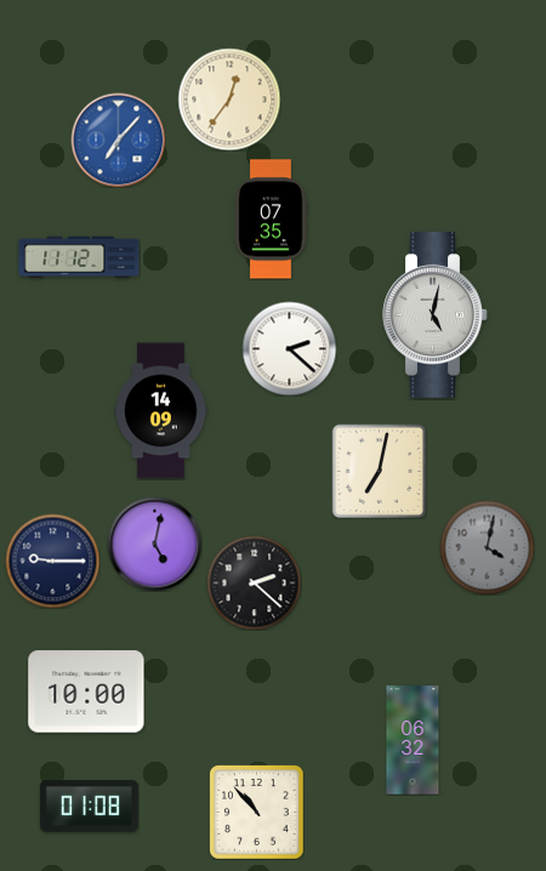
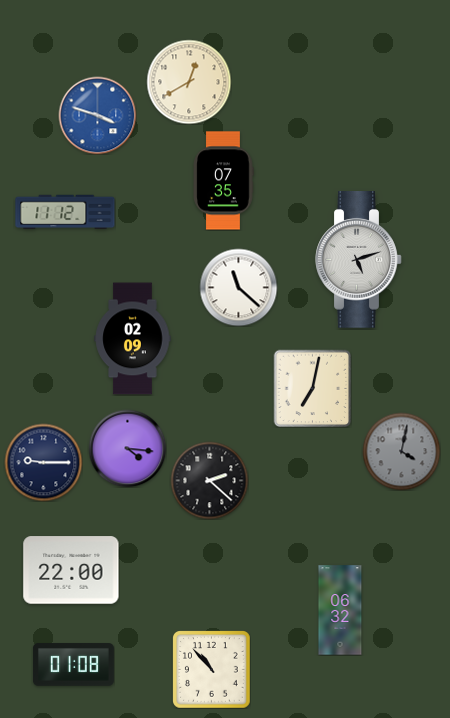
clock at (229, 99): 12:36 -> 12:40
clock at (118, 140): 7:07 -> 3:48
clock at (436, 315): 5:02 -> 5:12
clock at (289, 348): 2:22 -> 11:22
clock at (161, 411): 14:09 -> 02:09
clock at (154, 543): 5:02 -> 4:16
clock at (86, 691): 10:00 -> 22:00
